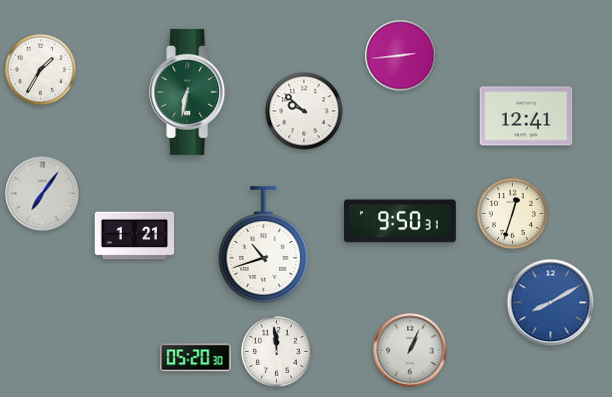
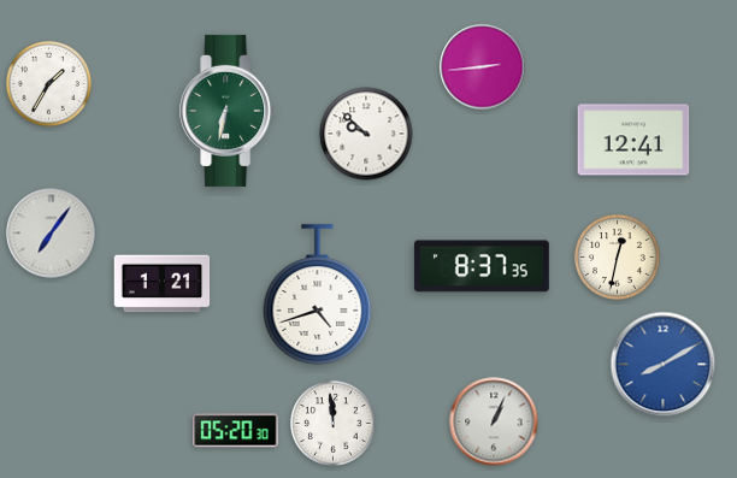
clock at (513, 214): 12:33 -> 12:32
clock at (400, 221): 9:50 -> 8:37
clock at (264, 245): 10:42 -> 4:42
